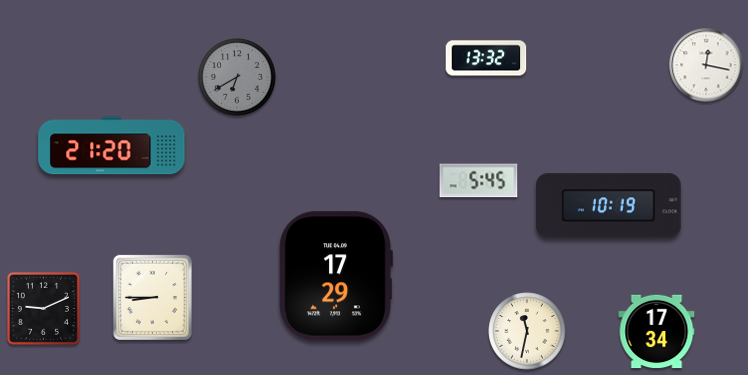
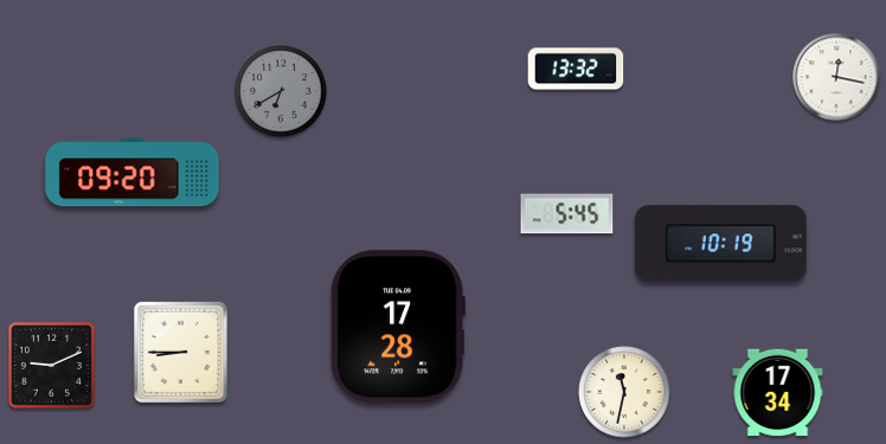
clock at (112, 146): 21:20 -> 09:20
clock at (336, 276): 17:29 -> 17:28
